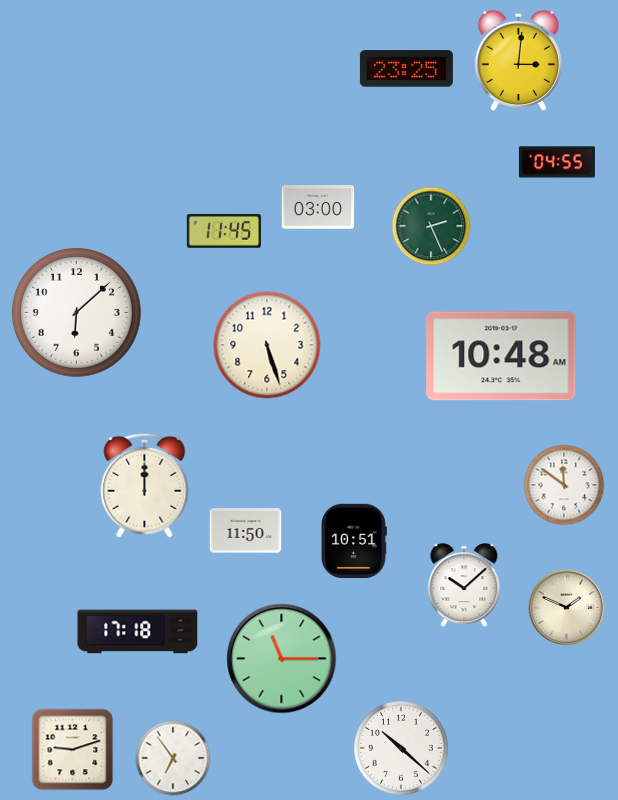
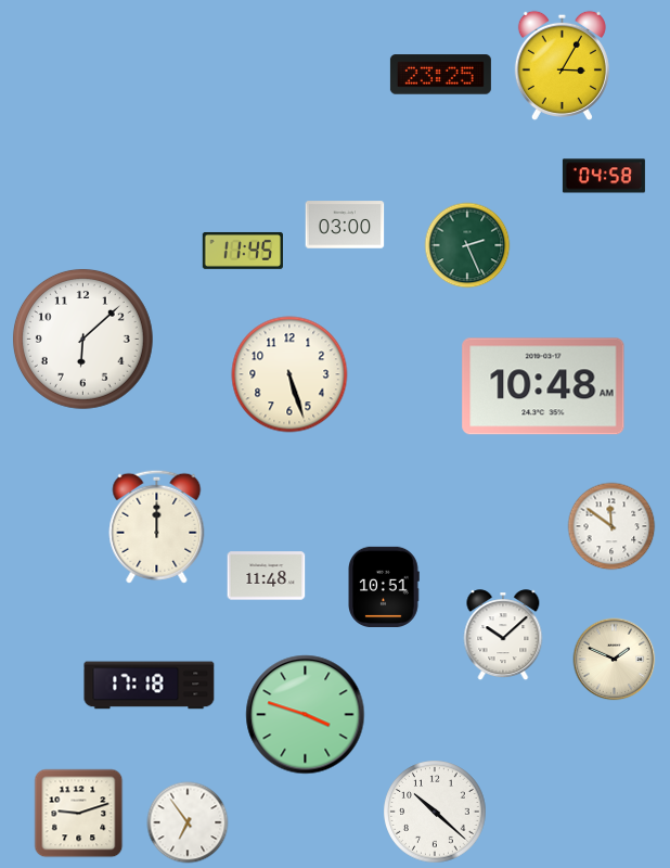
clock at (518, 60): 3:01 -> 3:05
clock at (557, 162): 04:55 -> 04:58
clock at (246, 531): 11:50 -> 11:48
clock at (282, 659): 11:15 -> 3:48
